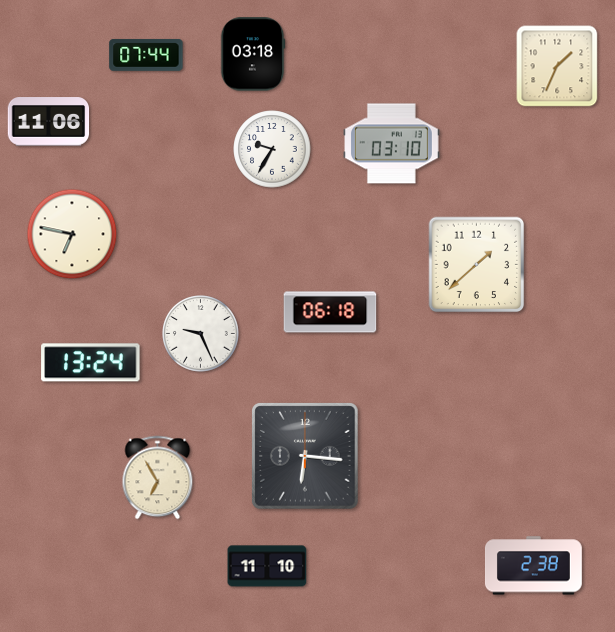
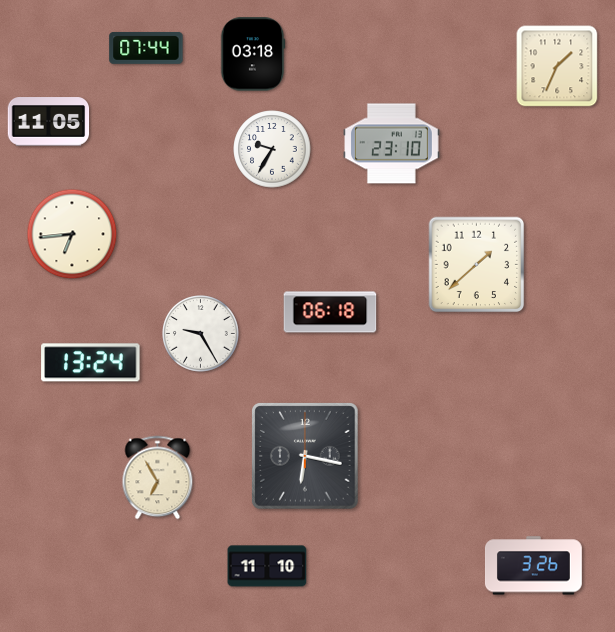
clock at (146, 55) position: (146, 55) -> (146, 48)
clock at (49, 122): 11:06 -> 11:05
clock at (392, 144): 03:10 -> 23:10
clock at (72, 234): 6:47 -> 6:44
clock at (201, 334): 9:26 -> 9:25
clock at (305, 456): 6:16 -> 6:17
clock at (534, 566): 2:38 -> 3:26
